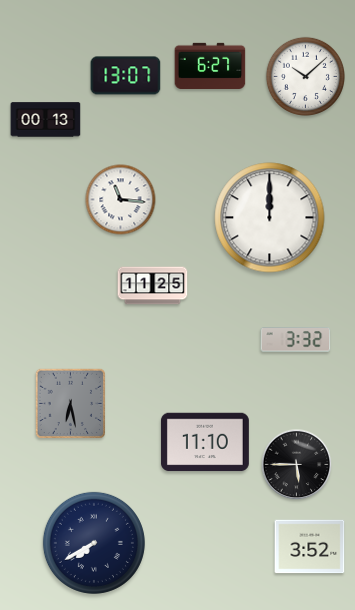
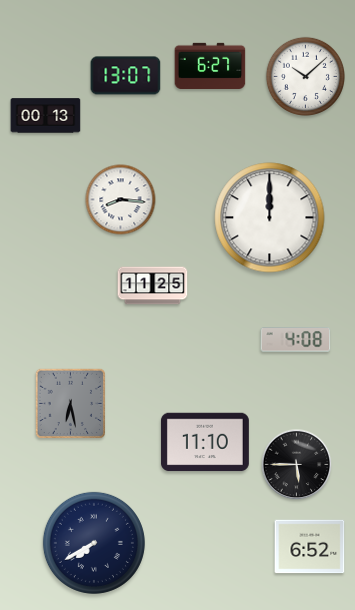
clock at (46, 120) position: (46, 120) -> (46, 116)
clock at (121, 200): 11:16 -> 8:16
clock at (296, 340): 3:32 -> 4:08
clock at (310, 547): 3:52 -> 6:52
